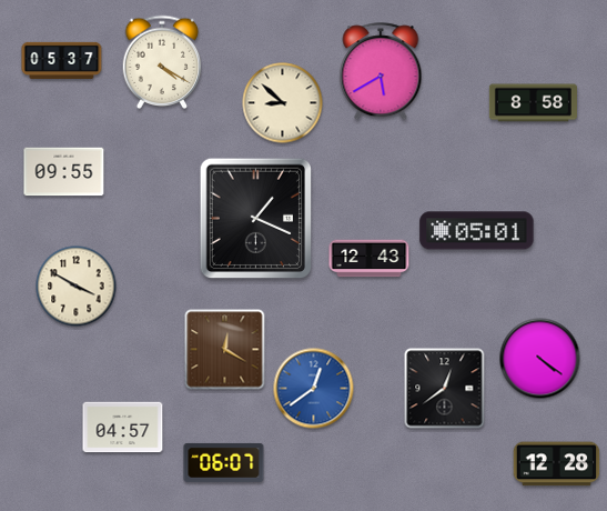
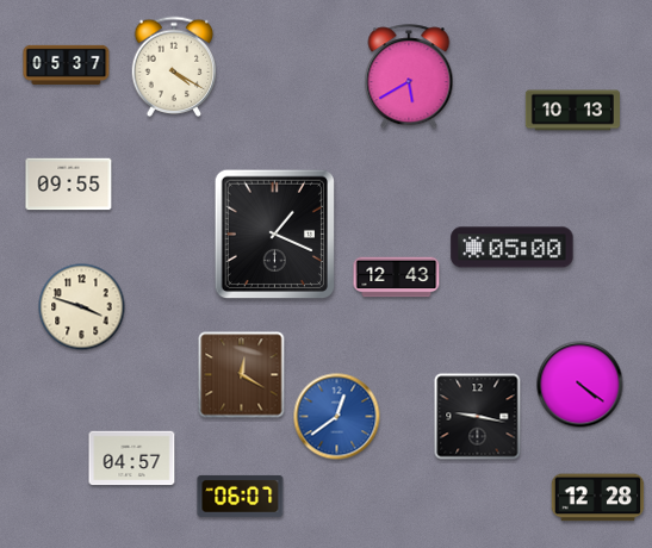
clock at (283, 103): 8:52 -> none
clock at (533, 103): 8:58 -> 10:13
clock at (477, 231): 05:01 -> 05:00
clock at (77, 287): 3:50 -> 3:48
clock at (445, 389): 12:39 -> 9:17
